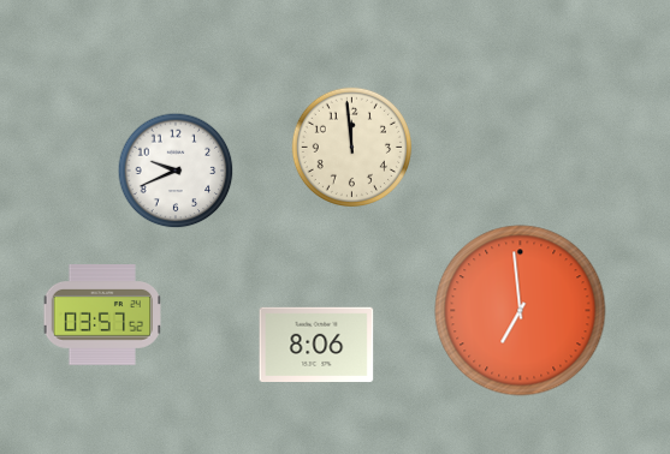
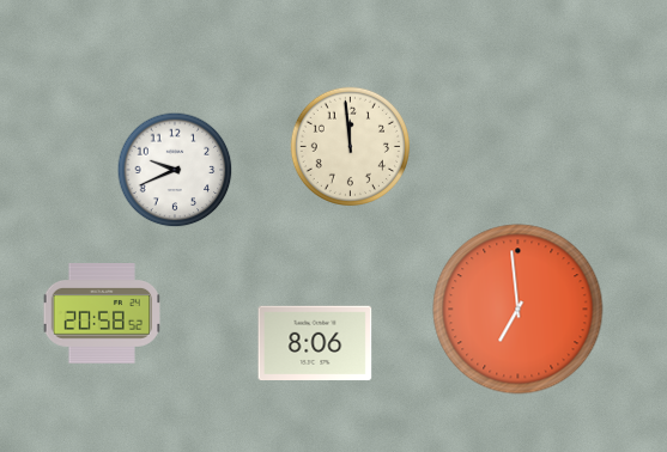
clock at (101, 316): 03:57 -> 20:58
